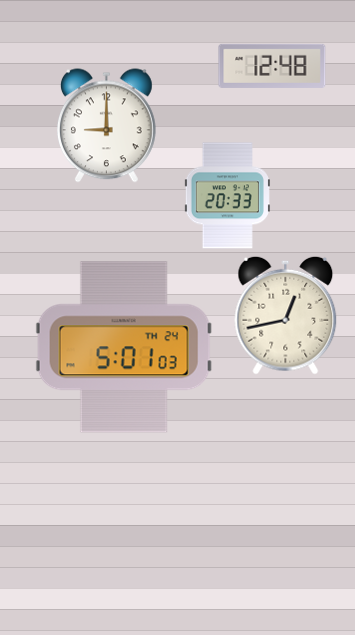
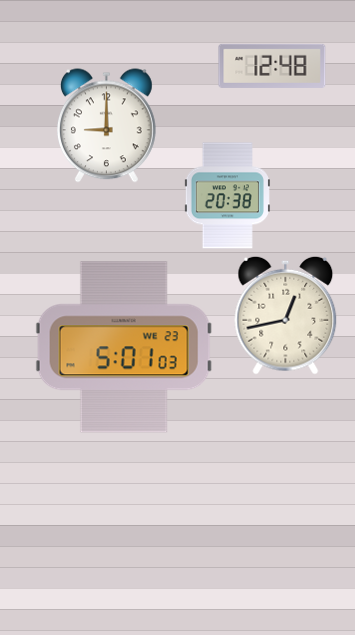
clock at (227, 196): 20:33 -> 20:38
clock at (124, 347) date: TH 24 -> WE 23
